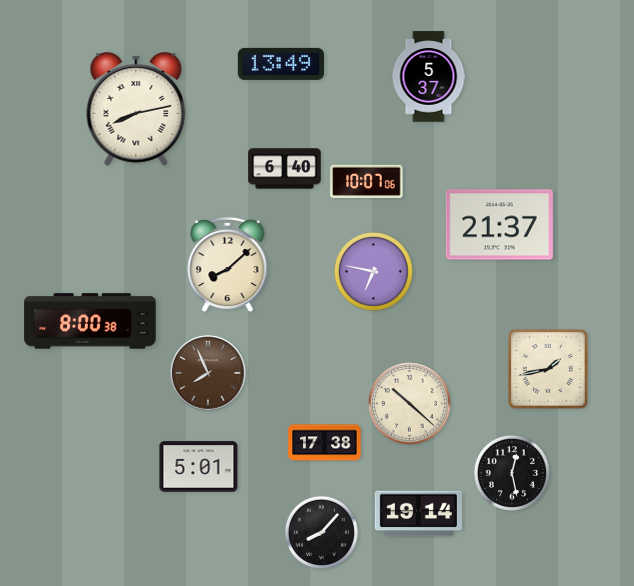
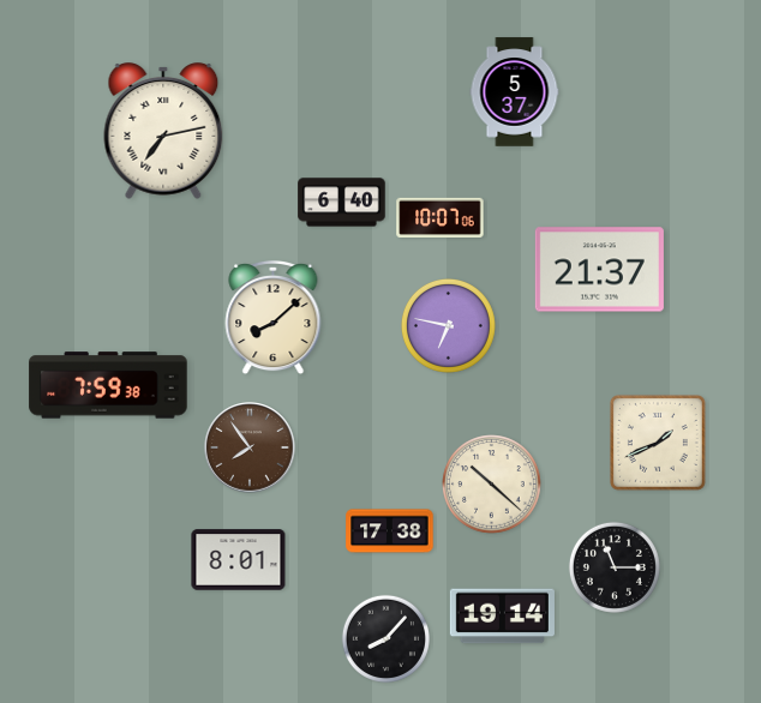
clock at (280, 64): 13:49 -> none
clock at (136, 109): 8:13 -> 7:13
clock at (90, 321): 8:00 -> 7:59
clock at (548, 369): 1:43 -> 1:41
clock at (208, 373): 7:56 -> 7:54
clock at (199, 467): 5:01 -> 8:01
clock at (512, 473): 12:28 -> 11:15
